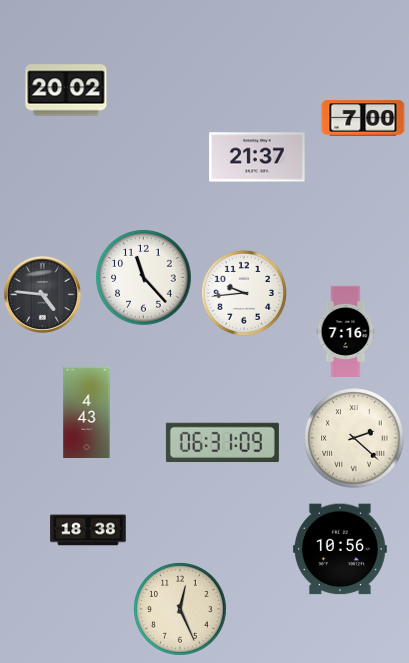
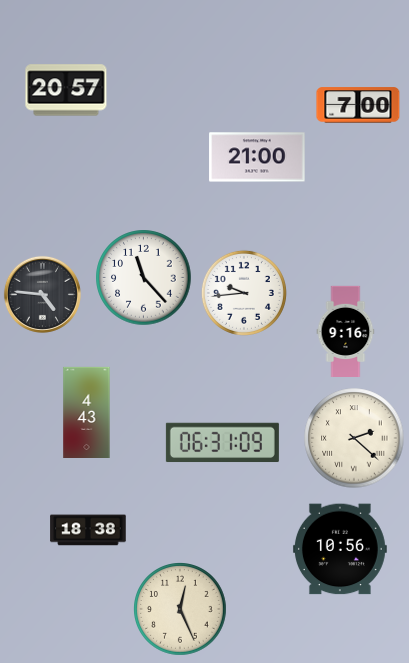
clock at (66, 90): 20:02 -> 20:57
clock at (363, 118) position: (363, 118) -> (358, 105)
clock at (257, 157): 21:37 -> 21:00
clock at (346, 331): 7:16 -> 9:16
